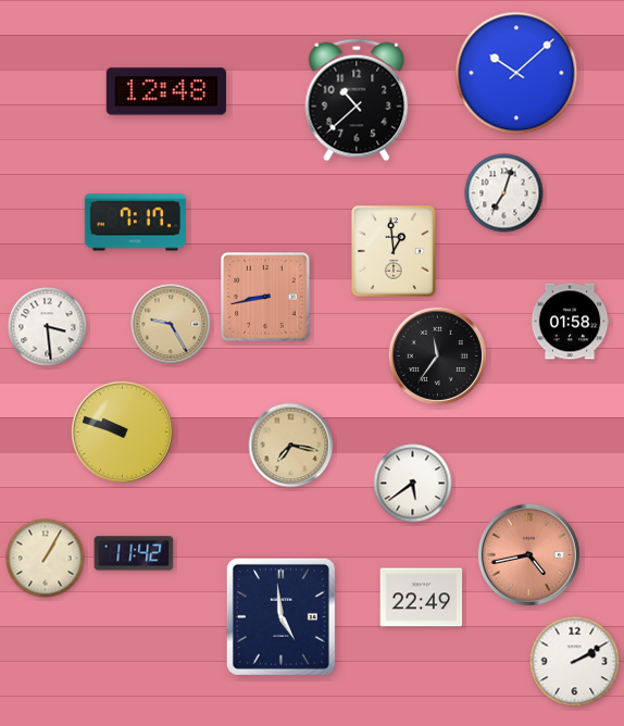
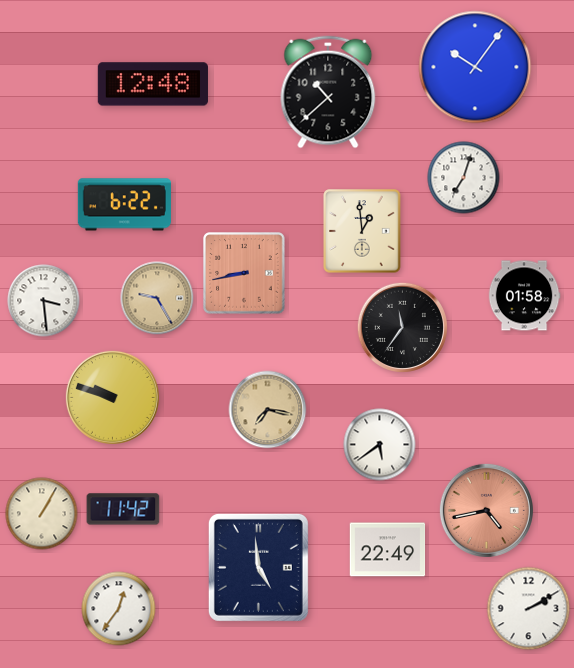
clock at (516, 73): 10:08 -> 10:06
clock at (135, 223): 7:17 -> 6:22
clock at (119, 609): none -> 12:36
